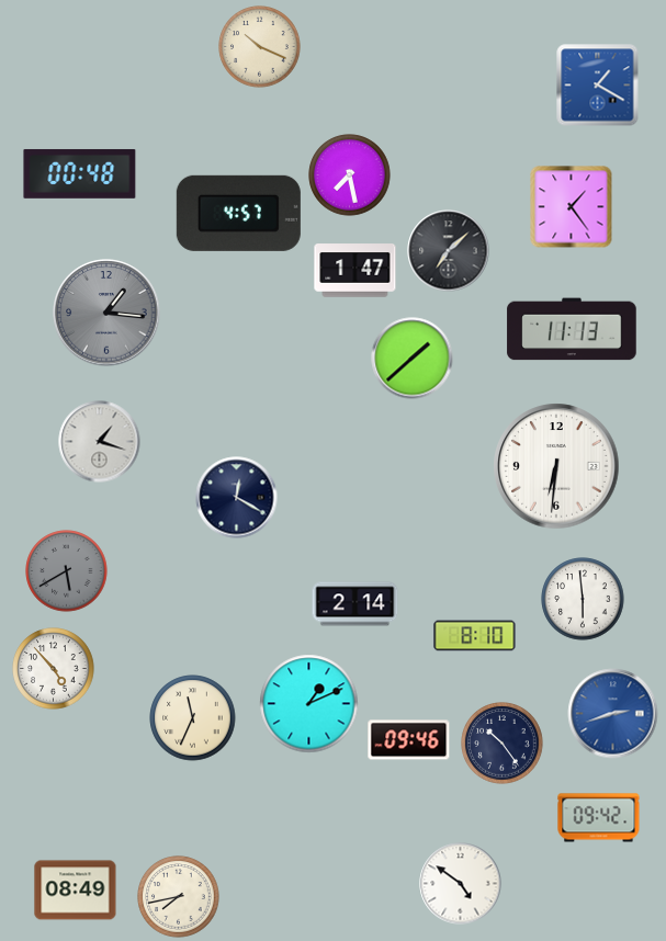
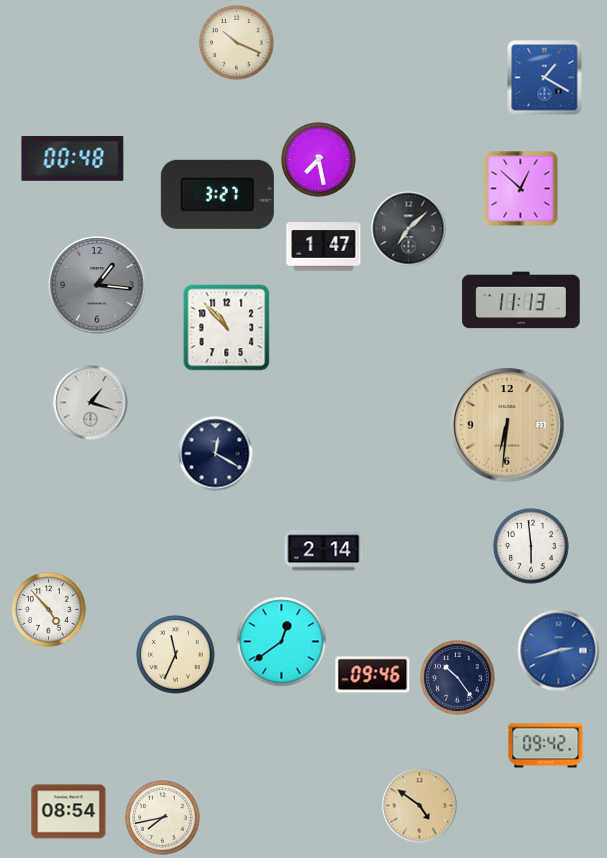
clock at (572, 207): 1:24 -> 12:52
clock at (238, 213): 4:57 -> 3:27
clock at (413, 359): 1:38 -> none
clock at (227, 328): none -> 10:53
clock at (556, 466) dial: white -> champagne
clock at (67, 571): 5:40 -> none
clock at (475, 636): 8:10 -> none
clock at (309, 704): 1:11 -> 12:39
clock at (461, 884) dial: white -> champagne
clock at (76, 891): 08:49 -> 08:54
